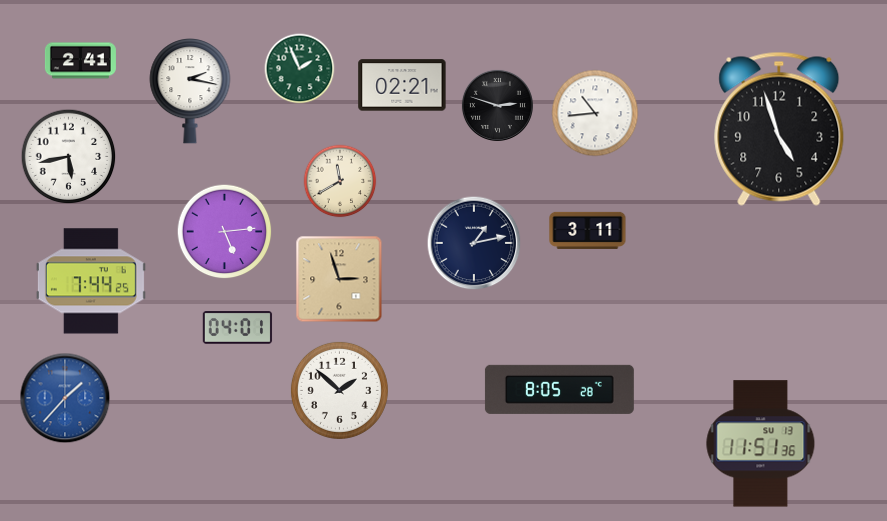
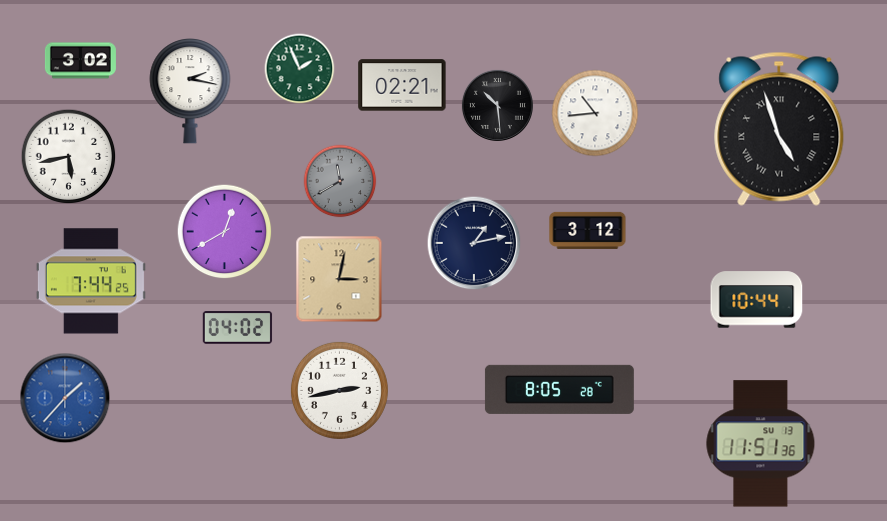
clock at (80, 61): 2:41 -> 3:02
clock at (497, 105): 2:48 -> 10:29
clock at (779, 129) numerals: Arabic -> Roman
clock at (340, 181) dial: cream -> grey
clock at (588, 230): 3:11 -> 3:12
clock at (225, 232): 5:14 -> 12:40
clock at (339, 279): 2:57 -> 3:02
clock at (757, 300): none -> 10:44
clock at (238, 328): 04:01 -> 04:02
clock at (339, 390): 1:52 -> 2:43
